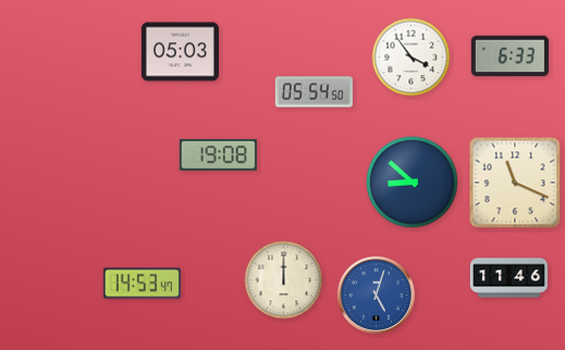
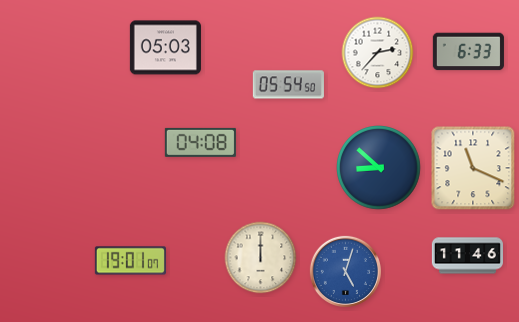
clock at (412, 58): 3:54 -> 2:37
clock at (218, 154): 19:08 -> 04:08
clock at (142, 284): 14:53 -> 19:01
